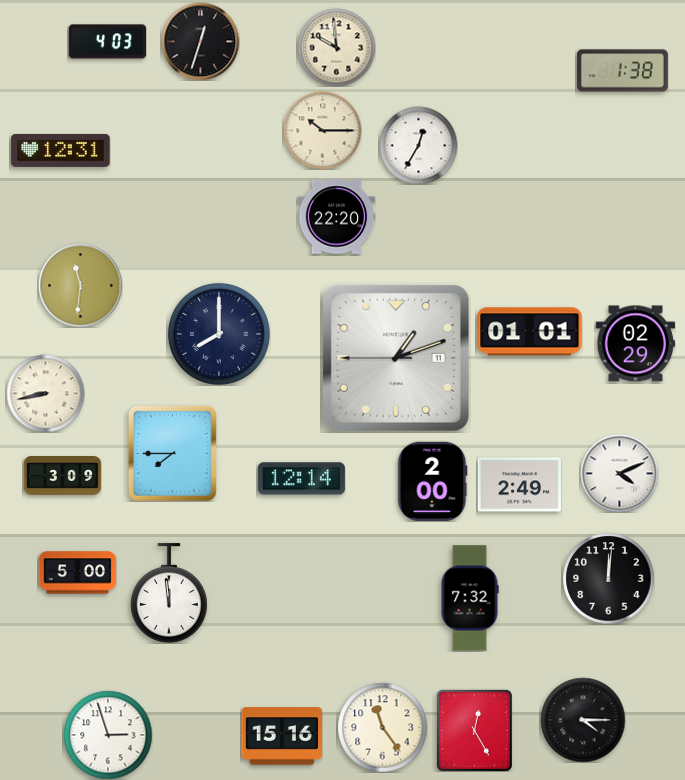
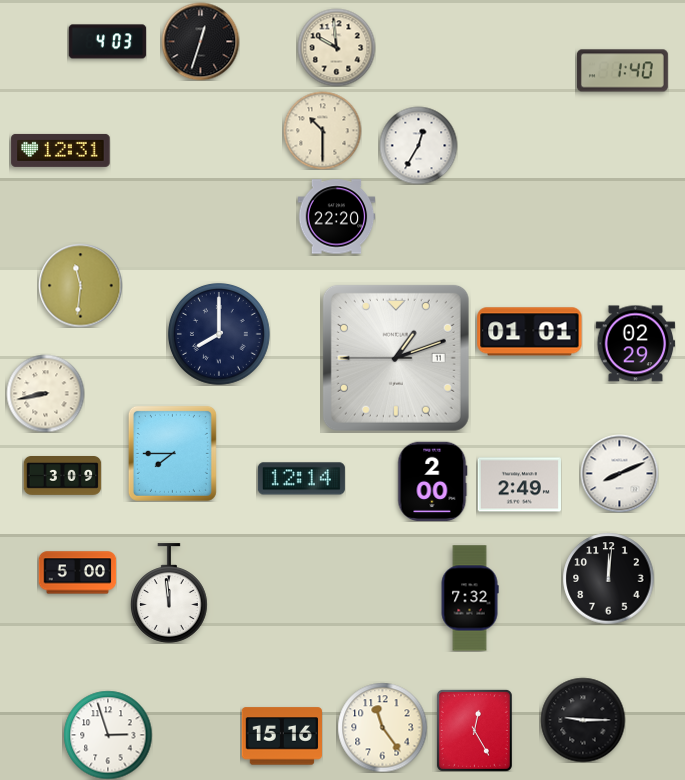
clock at (622, 71): 1:38 -> 1:40
clock at (322, 130): 10:15 -> 10:30
clock at (619, 473): 4:11 -> 8:11
clock at (583, 720): 4:15 -> 9:15
